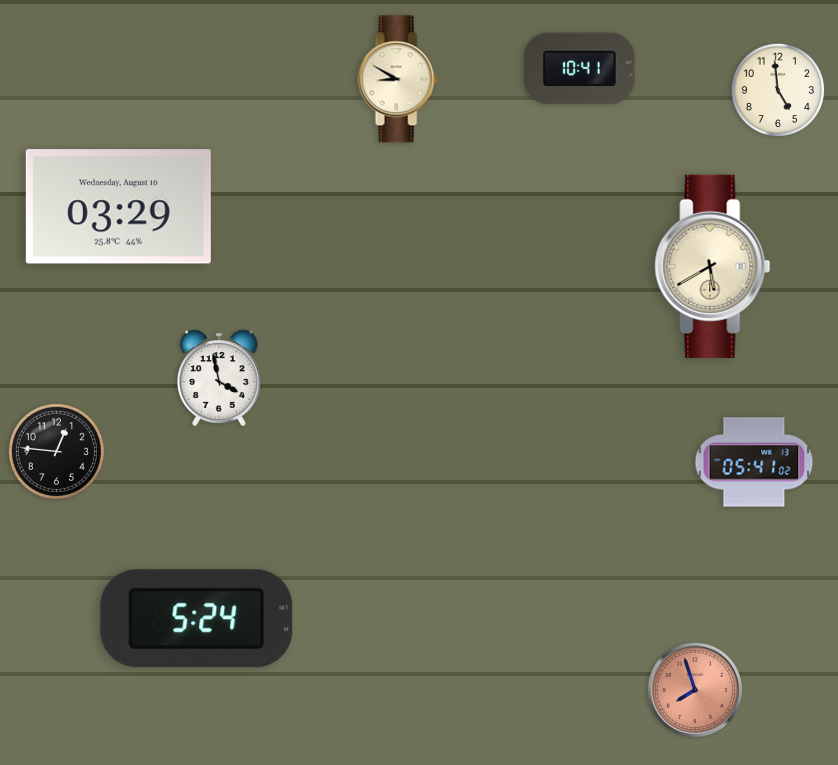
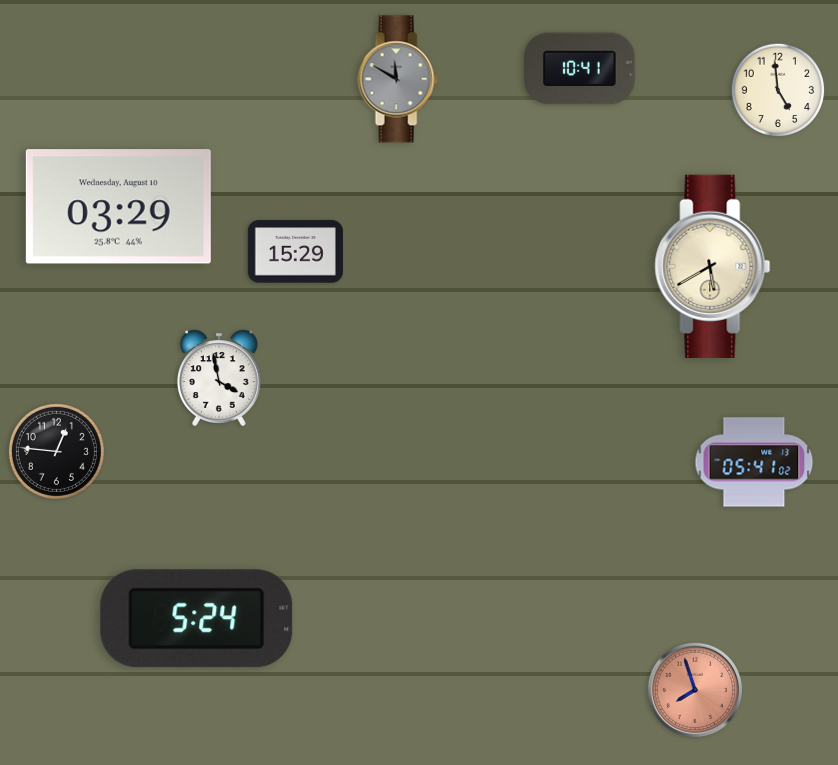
clock at (398, 79): 8:50 -> 11:50
clock at (398, 79) dial: cream -> grey
clock at (295, 252): none -> 15:29
